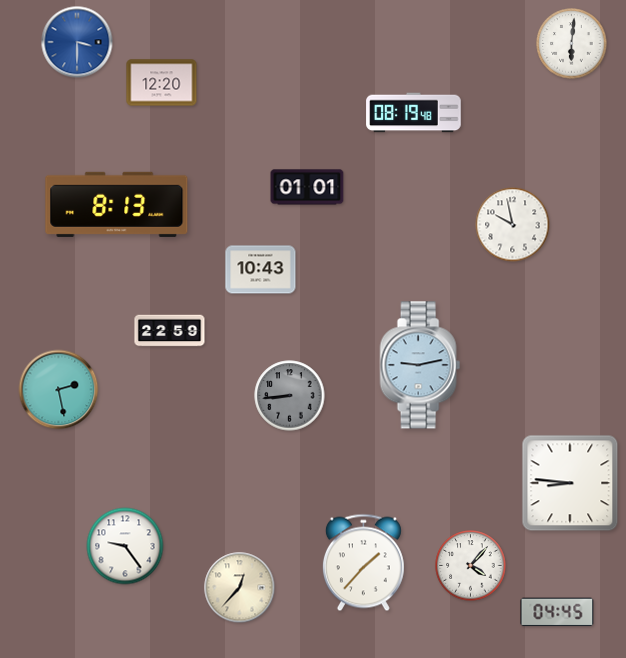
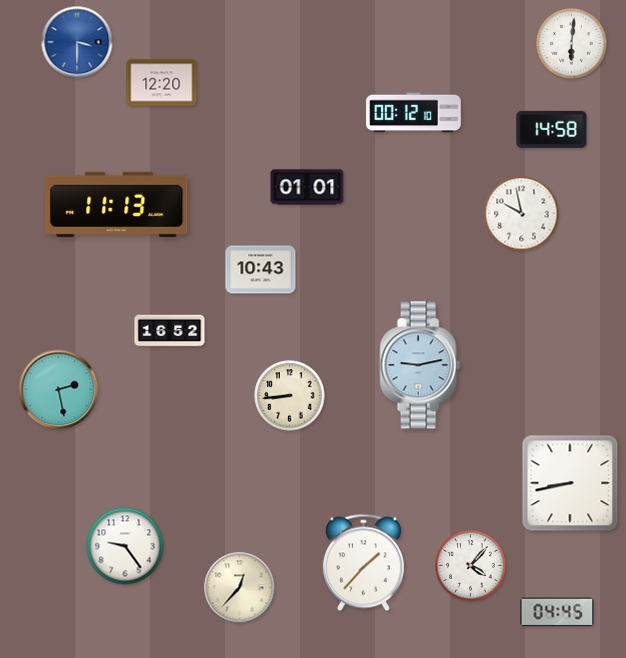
clock at (414, 113): 08:19 -> 00:12
clock at (552, 129): none -> 14:58
clock at (117, 204): 8:13 -> 11:13
clock at (513, 225) position: (513, 225) -> (522, 214)
clock at (170, 331): 22:59 -> 16:52
clock at (290, 396) dial: grey -> cream
clock at (570, 483): 8:46 -> 8:43
